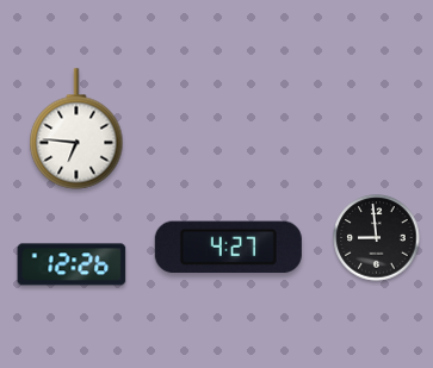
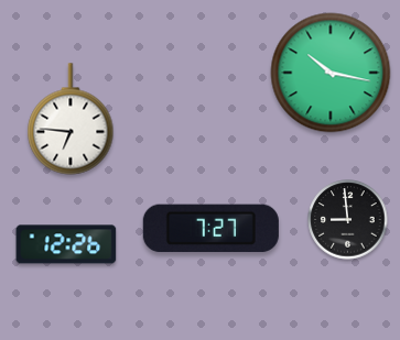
clock at (331, 73): none -> 10:17
clock at (228, 248): 4:27 -> 7:27
